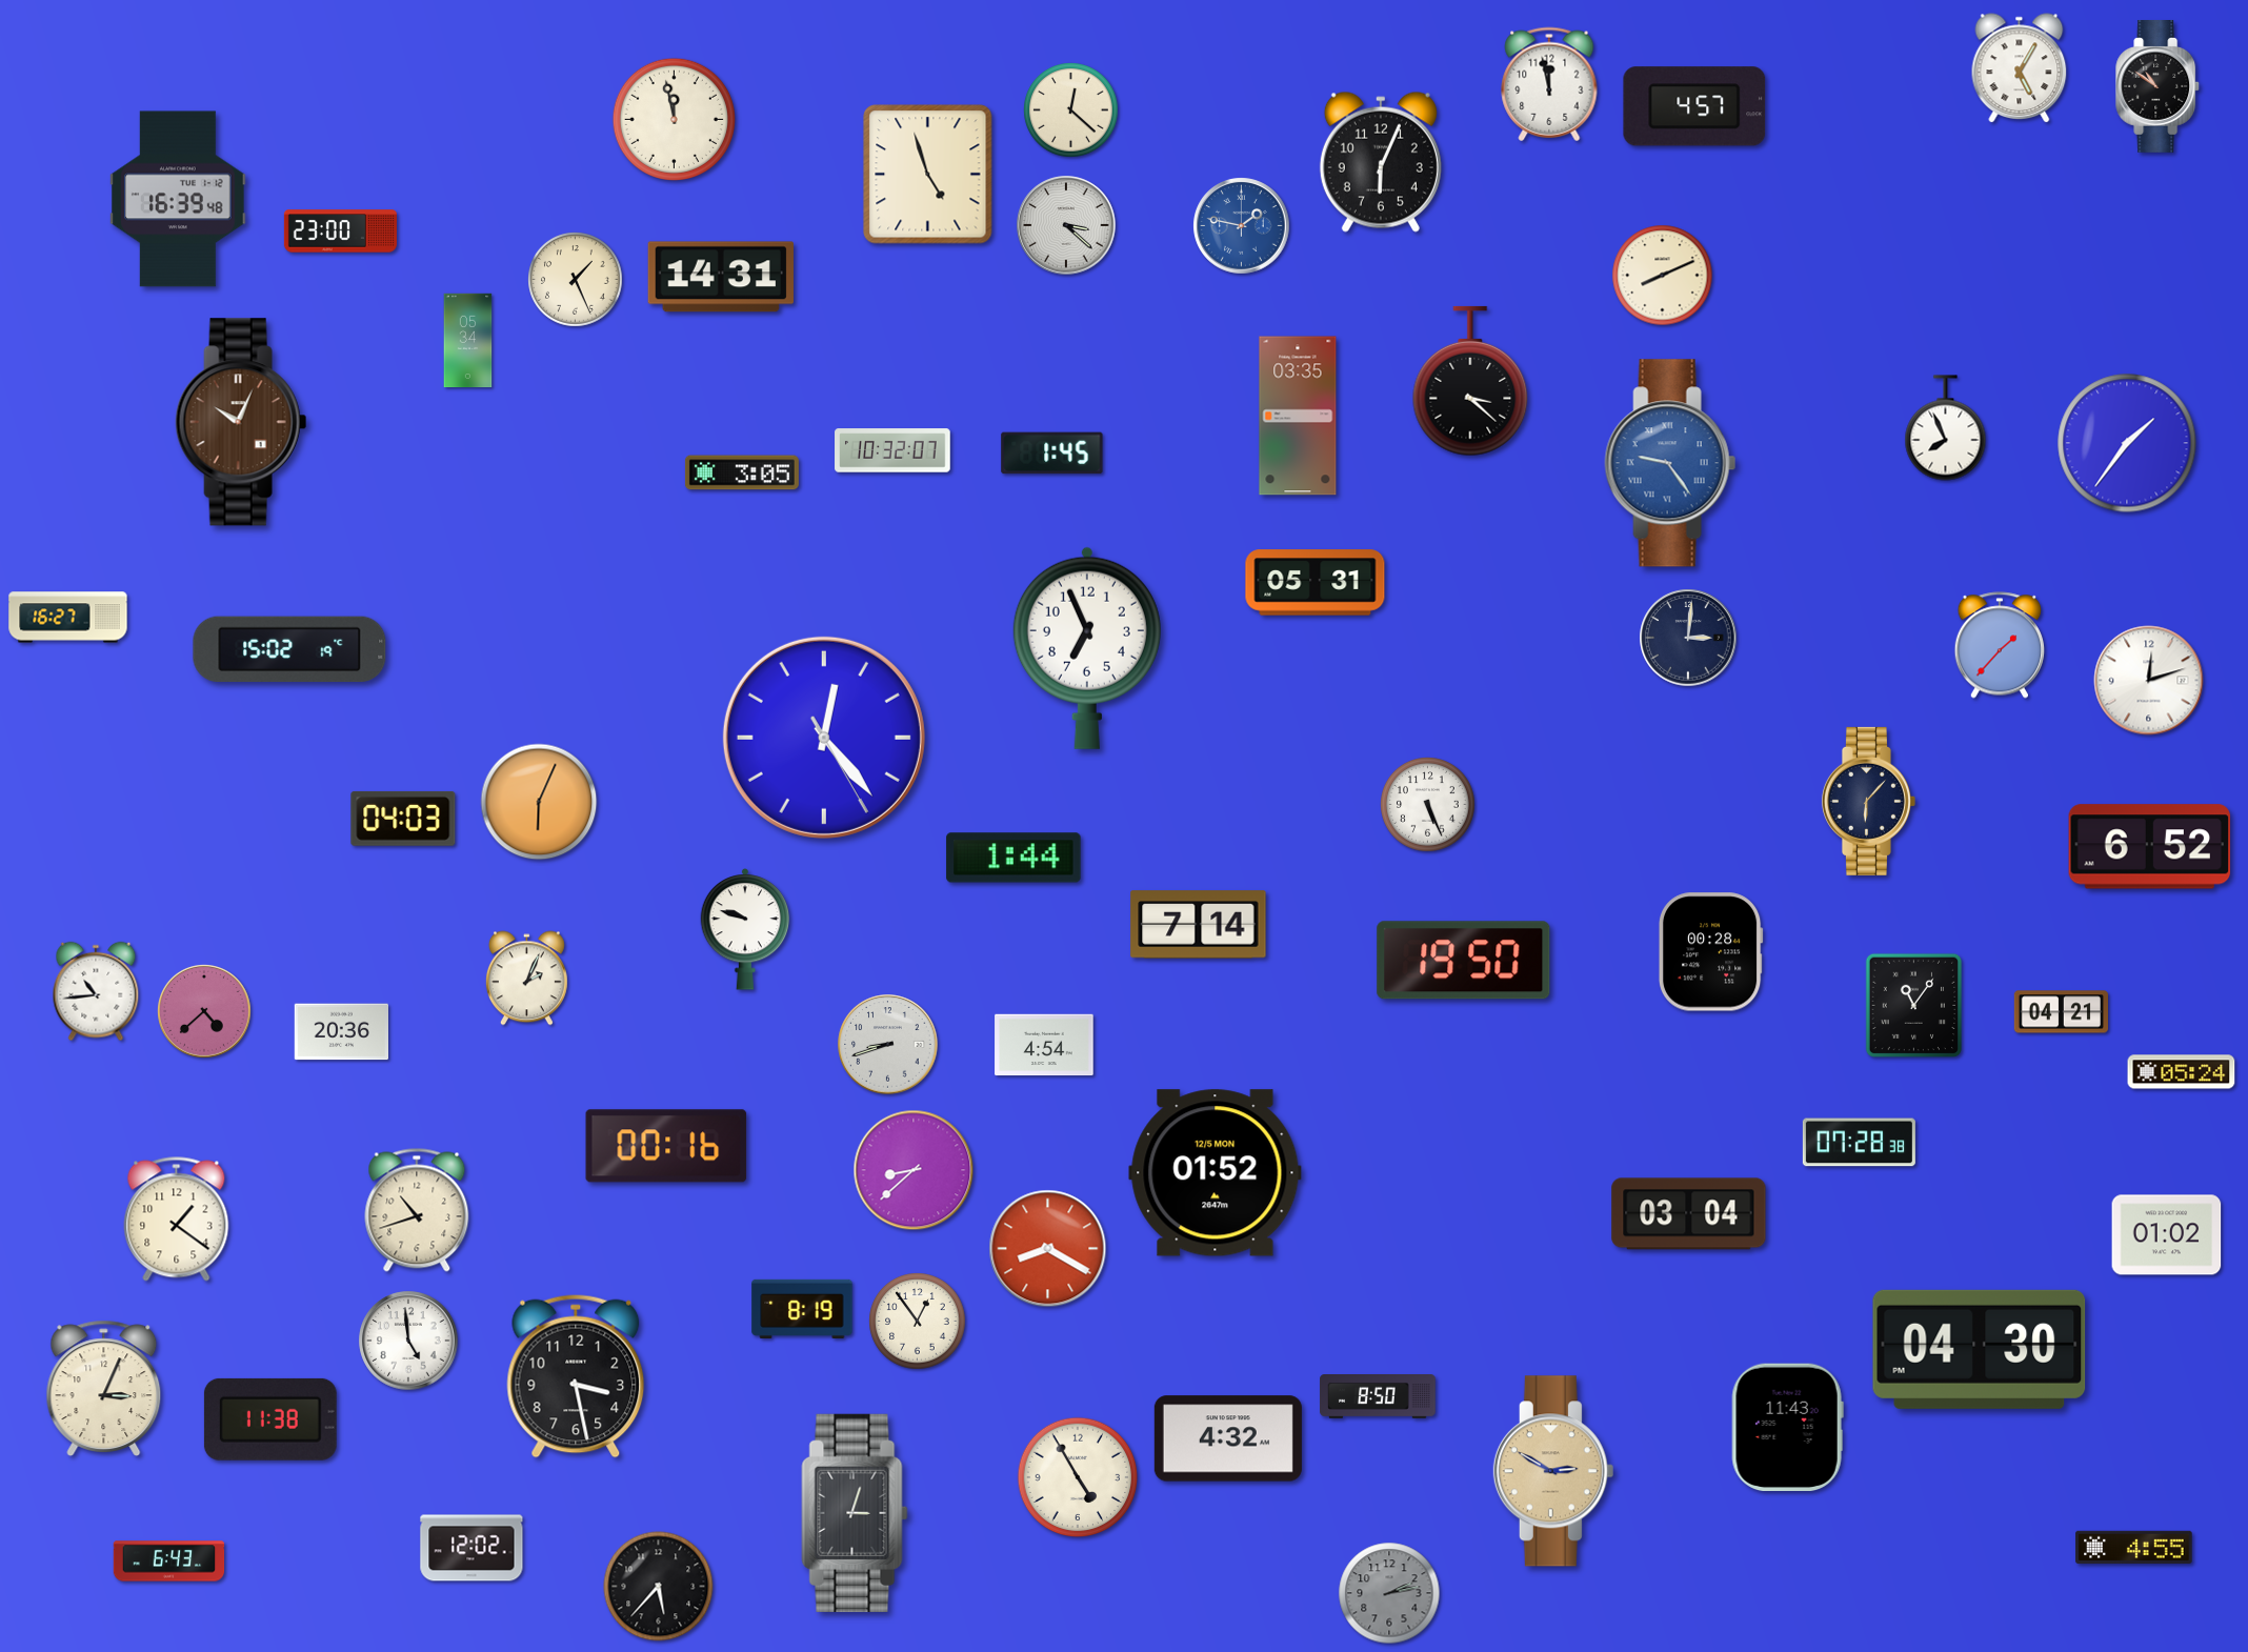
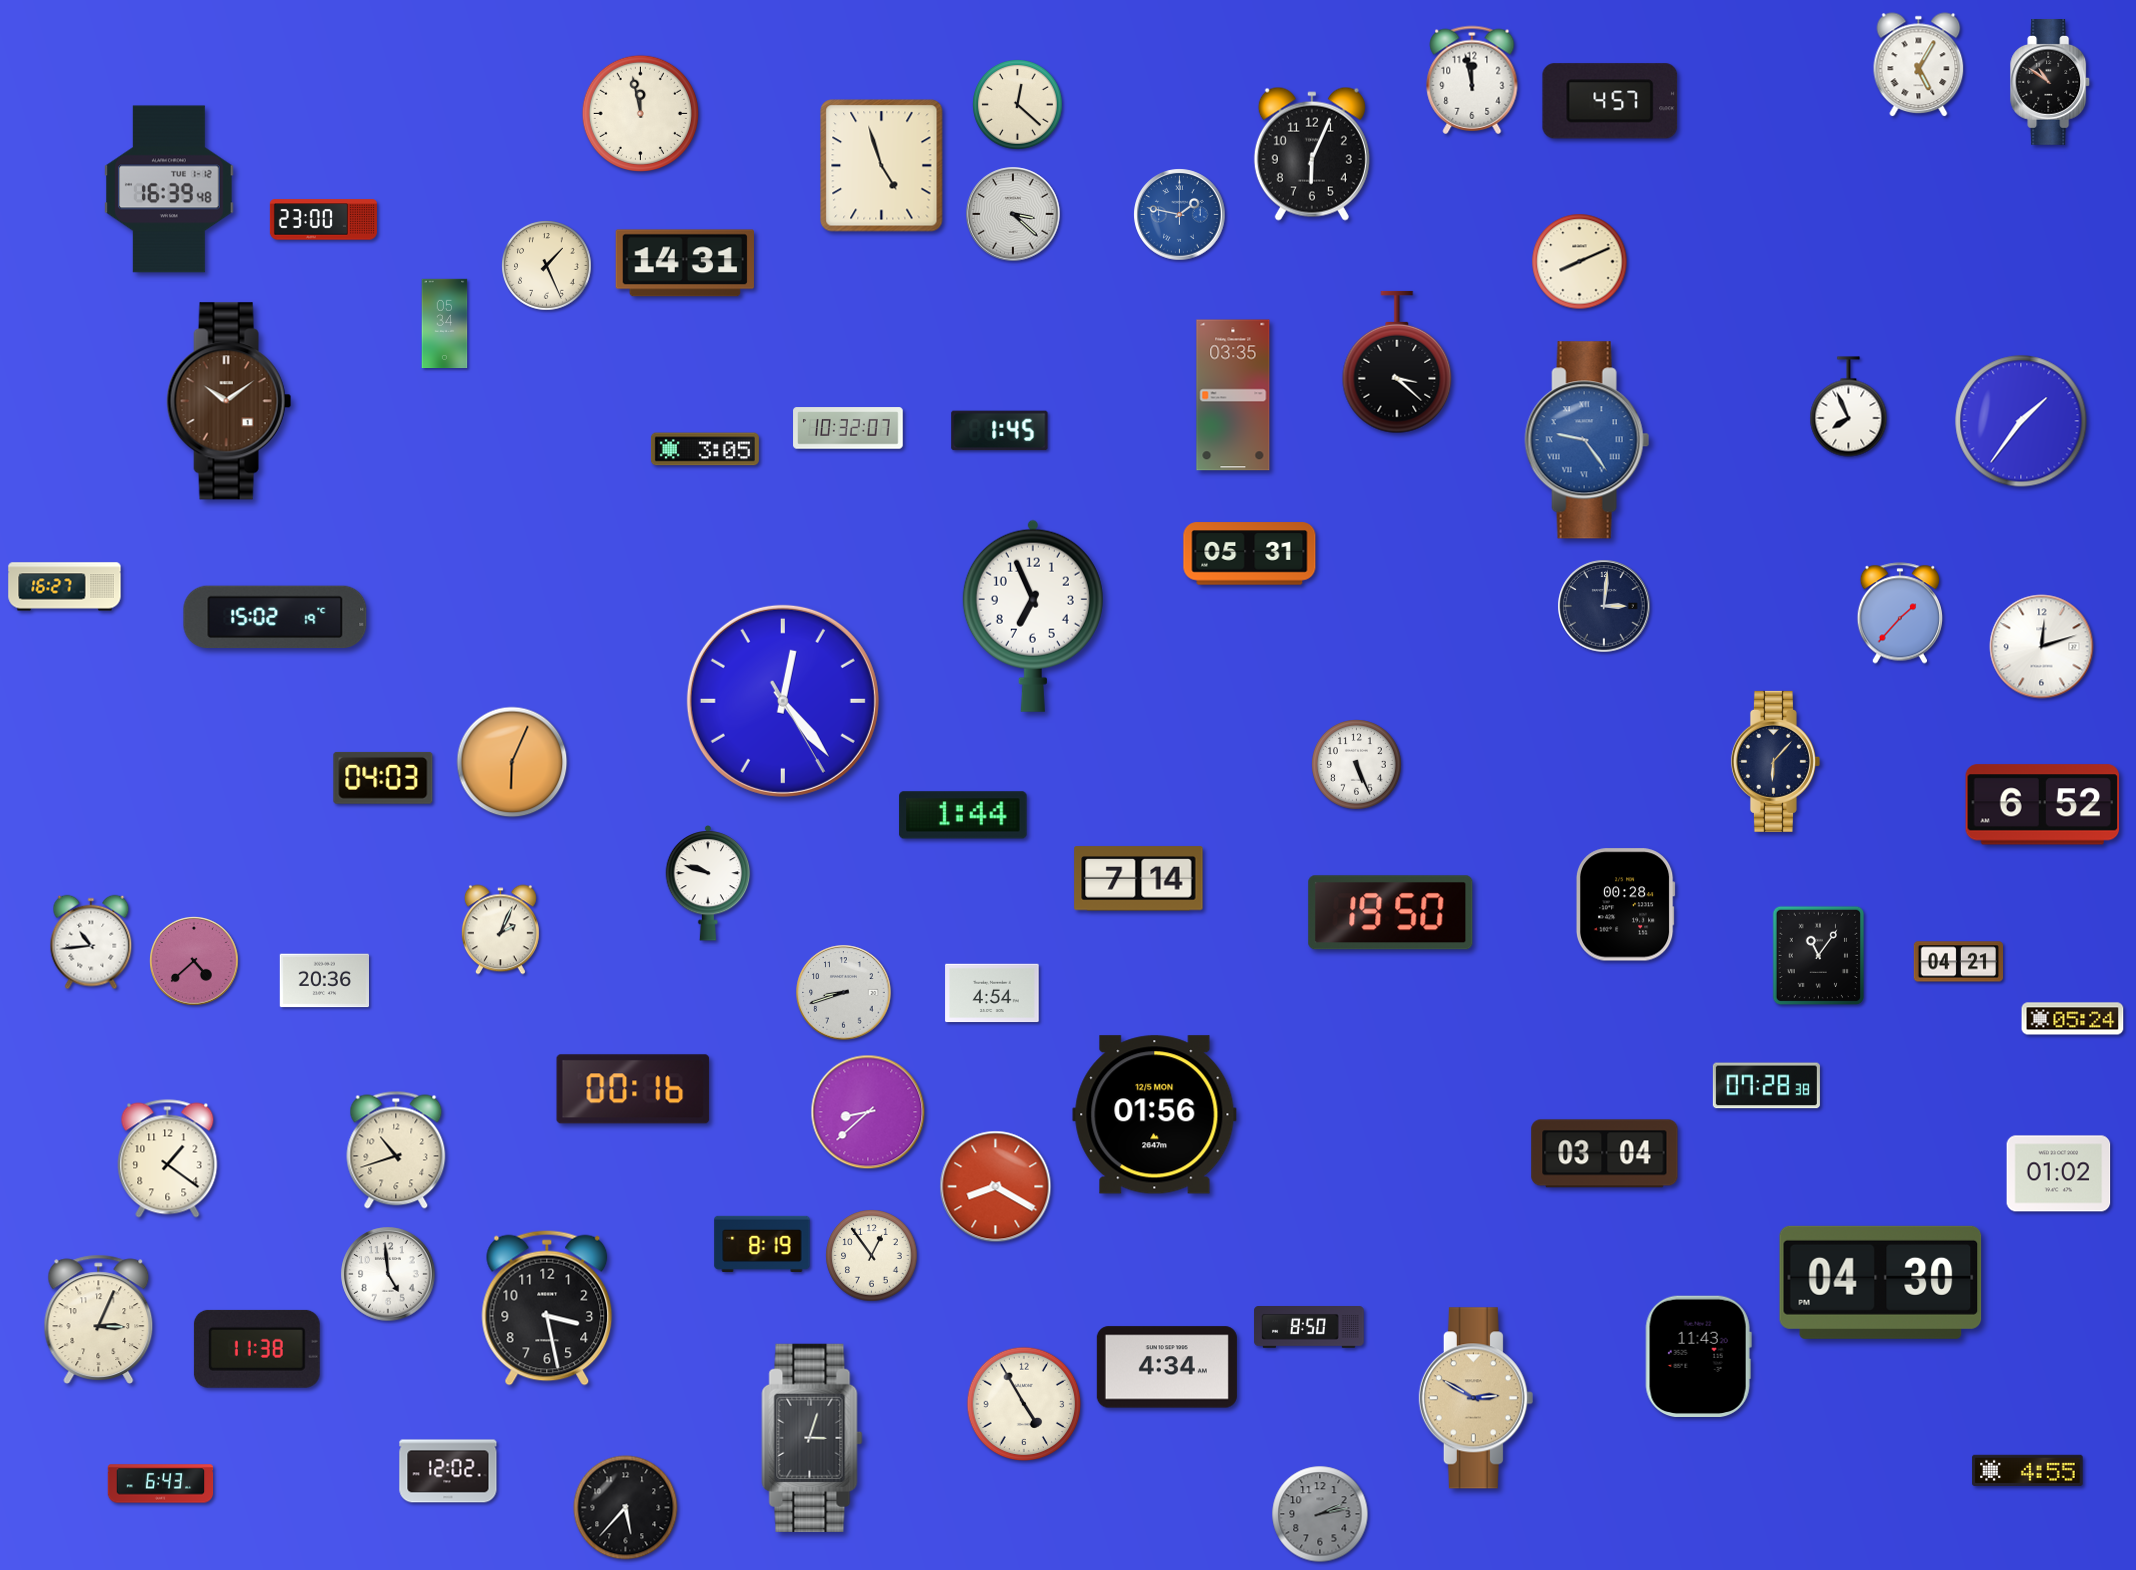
clock at (241, 422): 10:04 -> 10:09
clock at (1216, 1173): 01:52 -> 01:56
clock at (1228, 1438): 4:32 -> 4:34
